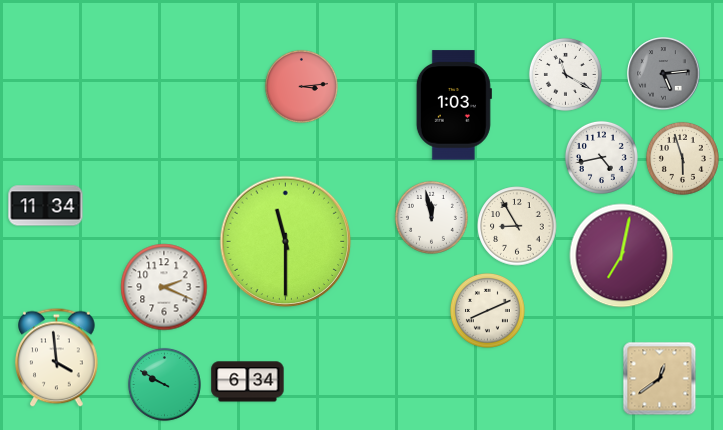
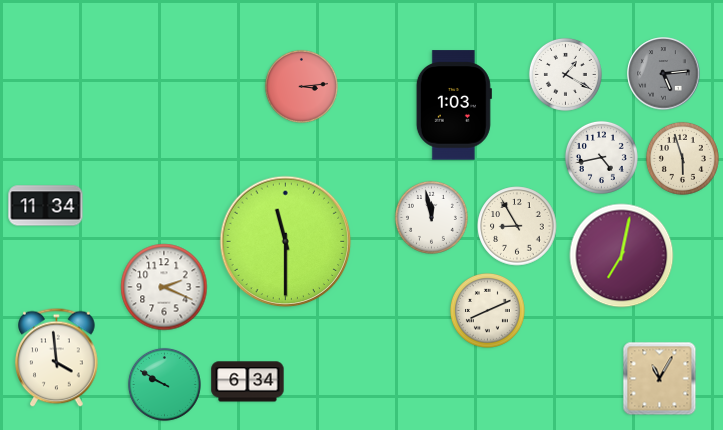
clock at (565, 74): 11:20 -> 1:20
clock at (660, 379): 12:39 -> 11:05
